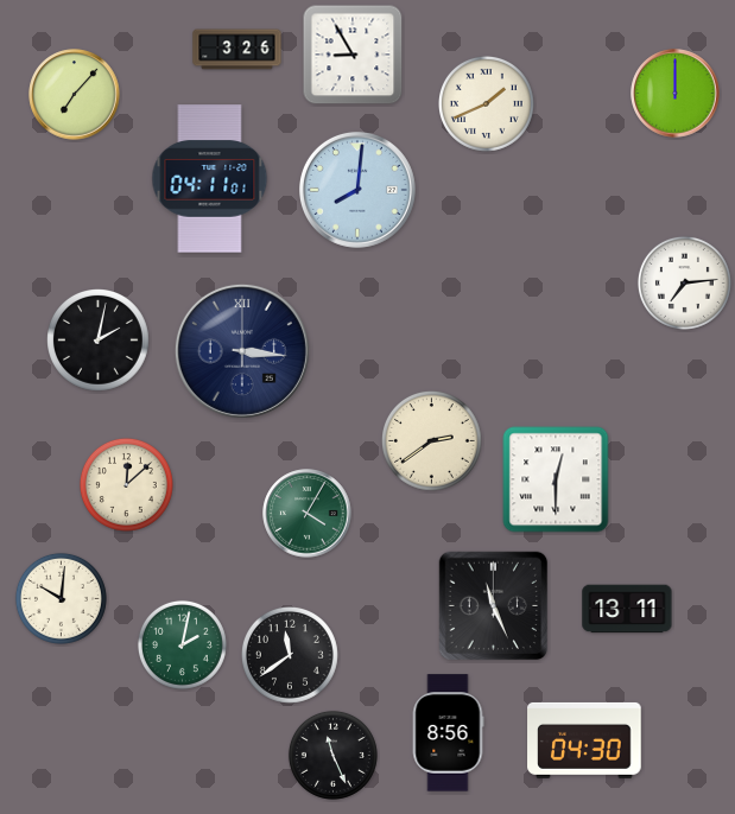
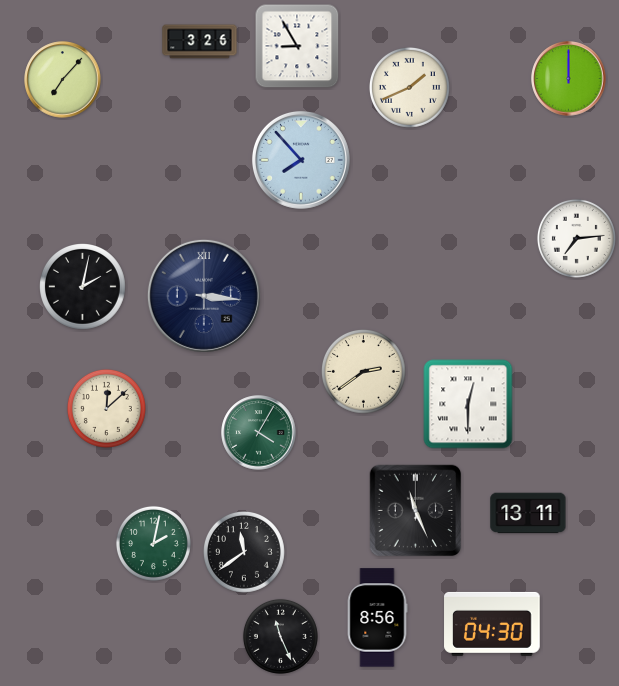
clock at (210, 179): 04:11 -> none
clock at (357, 190): 8:01 -> 7:53
clock at (61, 598): 10:01 -> none
